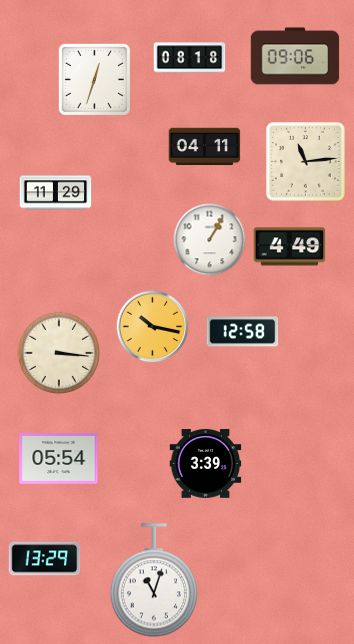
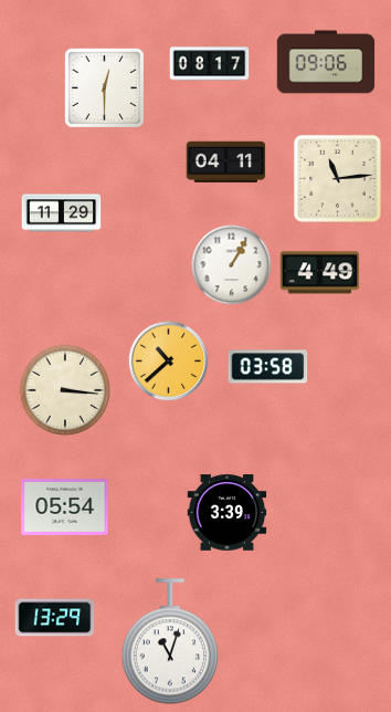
clock at (190, 58): 08:18 -> 08:17
clock at (94, 79): 12:33 -> 12:30
clock at (153, 327): 10:17 -> 10:38
clock at (243, 332): 12:58 -> 03:58
clock at (45, 559) position: (45, 559) -> (55, 618)
